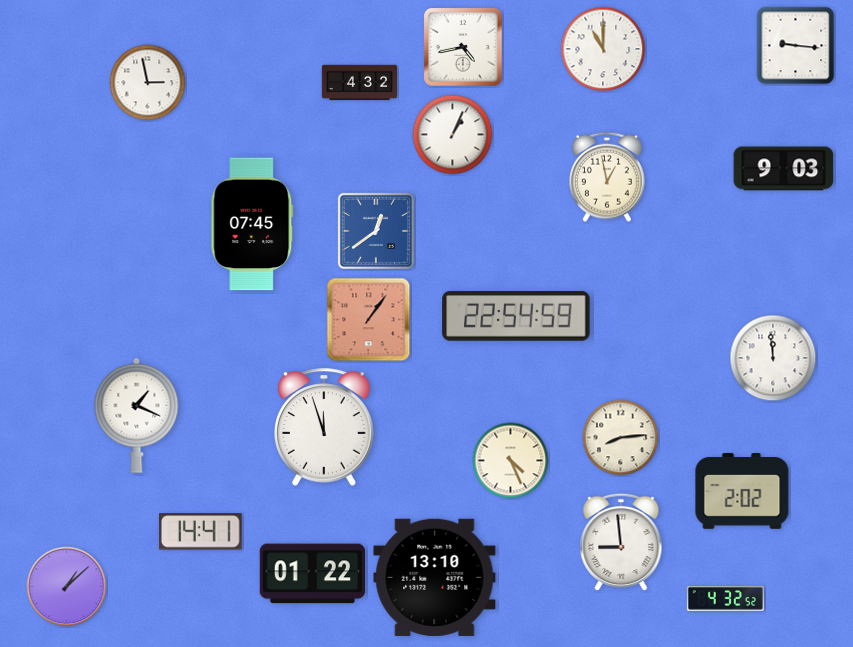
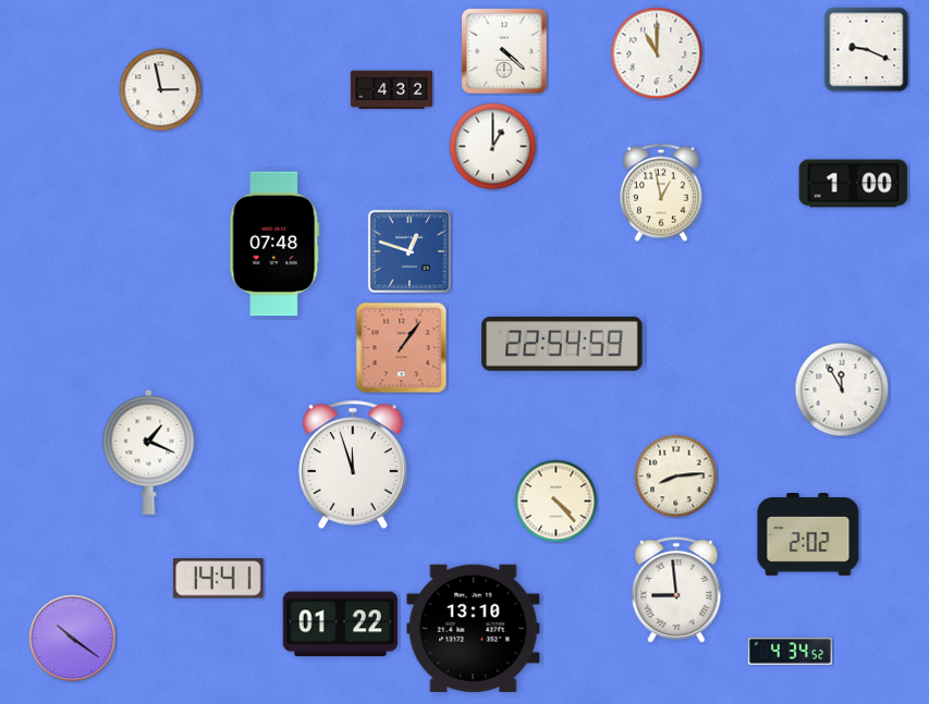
clock at (796, 46): 9:16 -> 9:19
clock at (463, 47): 4:43 -> 4:22
clock at (453, 135): 1:04 -> 1:00
clock at (784, 169): 9:03 -> 1:00
clock at (252, 224): 07:45 -> 07:48
clock at (376, 231): 12:39 -> 12:48
clock at (773, 358): 11:59 -> 11:55
clock at (511, 461): 4:26 -> 4:23
clock at (67, 587): 1:08 -> 10:21
clock at (725, 599): 4:32 -> 4:34
